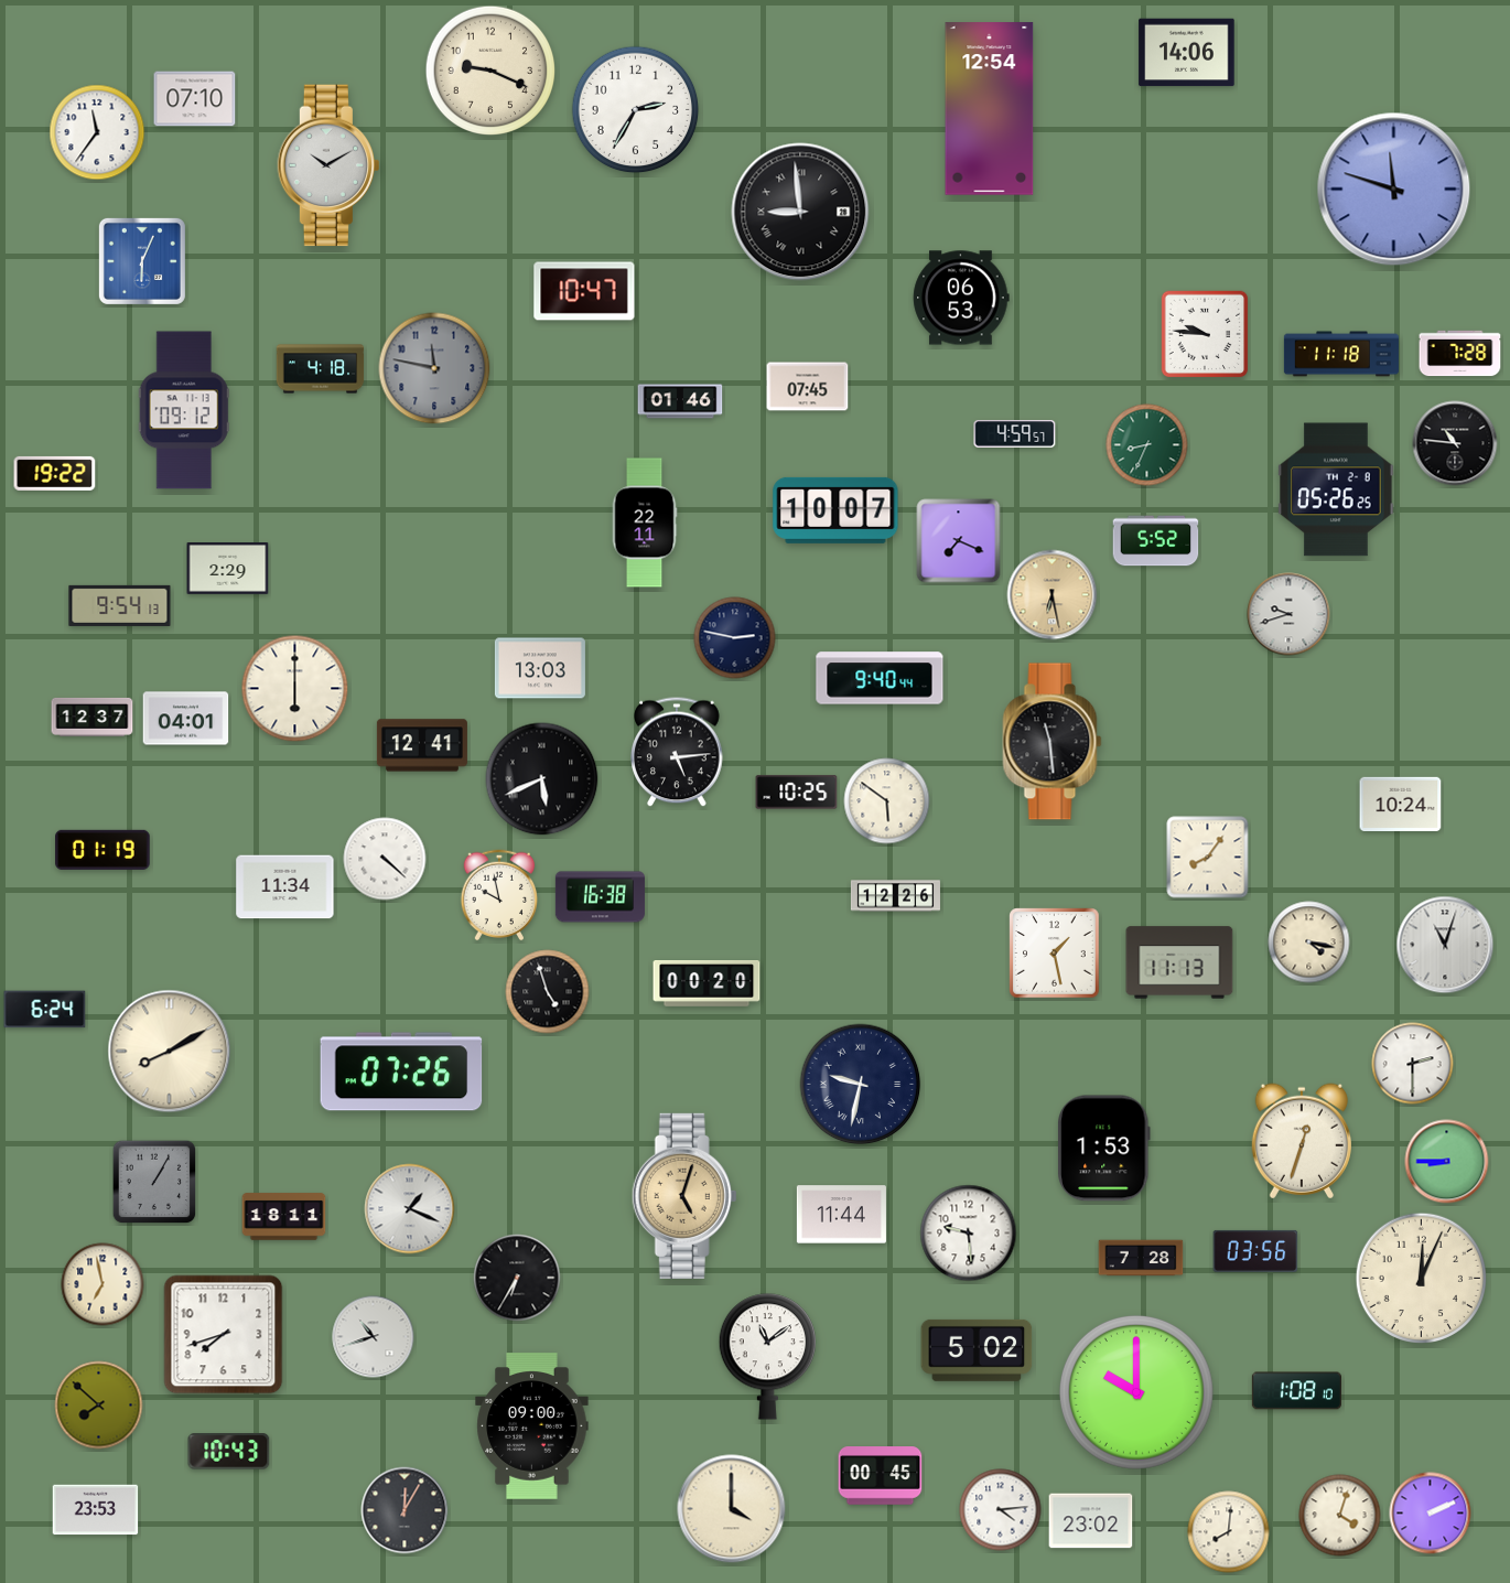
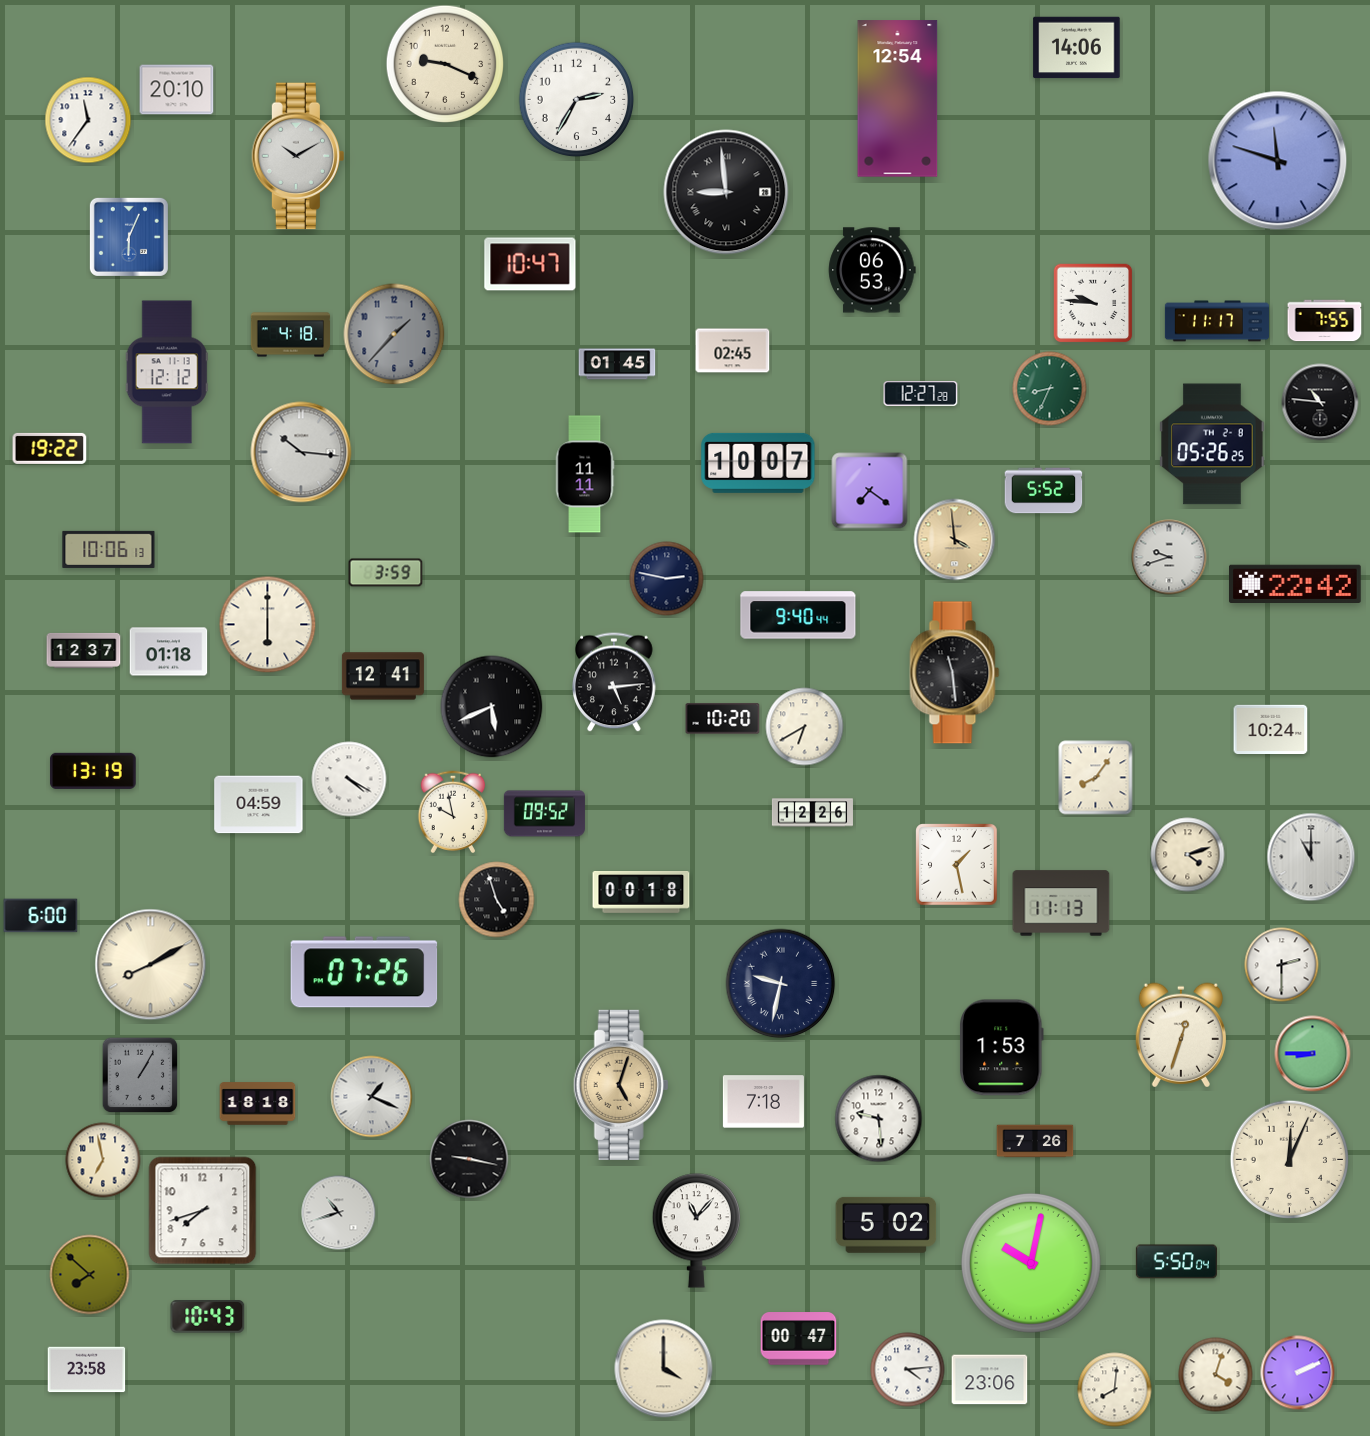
clock at (195, 99): 07:10 -> 20:10
clock at (327, 165) position: (327, 165) -> (297, 156)
clock at (1394, 190) position: (1394, 190) -> (1278, 161)
clock at (1341, 354): 11:18 -> 11:17
clock at (1460, 354): 7:28 -> 7:55
clock at (434, 368): 11:47 -> 1:37
clock at (808, 387): 07:45 -> 02:45
clock at (680, 401): 01:46 -> 01:45
clock at (184, 410): 09:12 -> 12:12
clock at (1015, 434): 4:59 -> 12:27
clock at (1147, 445) position: (1147, 445) -> (1050, 389)
clock at (55, 473) position: (55, 473) -> (50, 448)
clock at (301, 452): none -> 10:16
clock at (645, 523): 22:11 -> 11:11
clock at (959, 541): 7:19 -> 7:21
clock at (1156, 541) position: (1156, 541) -> (1044, 491)
clock at (228, 569): 2:29 -> none
clock at (1053, 595): 6:28 -> 3:59
clock at (120, 605): 9:54 -> 10:06
clock at (386, 573): none -> 3:59
clock at (1296, 584): none -> 22:42
clock at (540, 668): 13:03 -> none
clock at (186, 719): 04:01 -> 01:18
clock at (797, 793): 10:25 -> 10:20
clock at (887, 801): 5:51 -> 6:40
clock at (103, 850): 01:19 -> 13:19
clock at (385, 859): 4:22 -> 4:20
clock at (285, 887): 11:34 -> 04:59
clock at (600, 897): 16:38 -> 09:52
clock at (1309, 943): 4:17 -> 4:12
clock at (1445, 945): 11:03 -> 11:00
clock at (1179, 962) position: (1179, 962) -> (1061, 903)
clock at (707, 984): 00:20 -> 00:18
clock at (45, 1010): 6:24 -> 6:00
clock at (170, 1052) position: (170, 1052) -> (151, 965)
clock at (1104, 1149) position: (1104, 1149) -> (1002, 1048)
clock at (154, 1182) position: (154, 1182) -> (140, 1075)
clock at (841, 1215): 11:44 -> 7:18
clock at (284, 1217): 18:11 -> 18:18
clock at (1255, 1251): 03:56 -> none
clock at (1141, 1258): 7:28 -> 7:26
clock at (517, 1278): 6:35 -> 9:17
clock at (103, 1284) position: (103, 1284) -> (103, 1160)
clock at (767, 1357): 11:09 -> 11:07
clock at (1296, 1391): 1:08 -> 5:50
clock at (1136, 1392): 10:00 -> 10:02
clock at (532, 1426): 09:00 -> none
clock at (881, 1476): 00:45 -> 00:47
clock at (96, 1510): 23:53 -> 23:58
clock at (405, 1510): 12:05 -> none
clock at (1091, 1521): 23:02 -> 23:06
